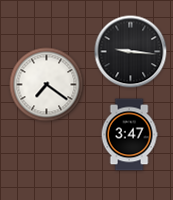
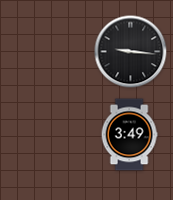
clock at (47, 85): 7:21 -> none
clock at (129, 135): 3:47 -> 3:49
